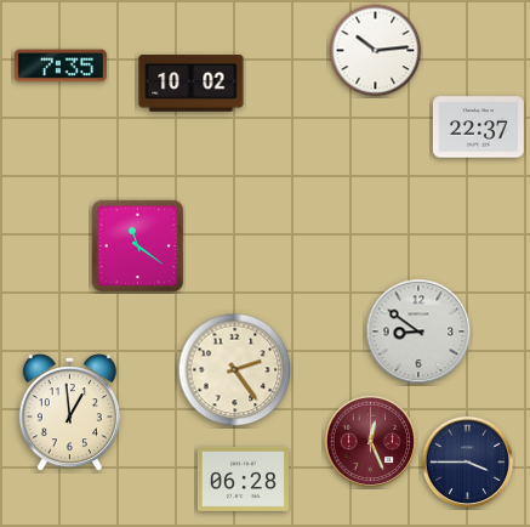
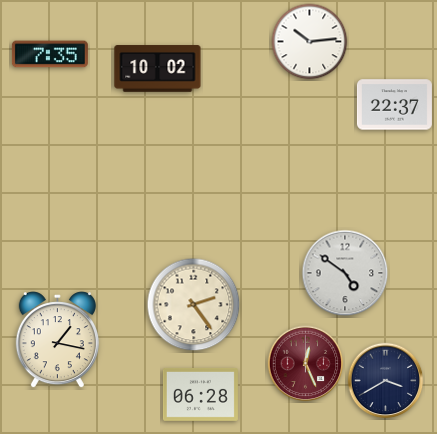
clock at (138, 246): 11:21 -> none
clock at (418, 331): 8:51 -> 4:51
clock at (69, 413): 12:59 -> 1:17
clock at (468, 463): 3:45 -> 3:40
